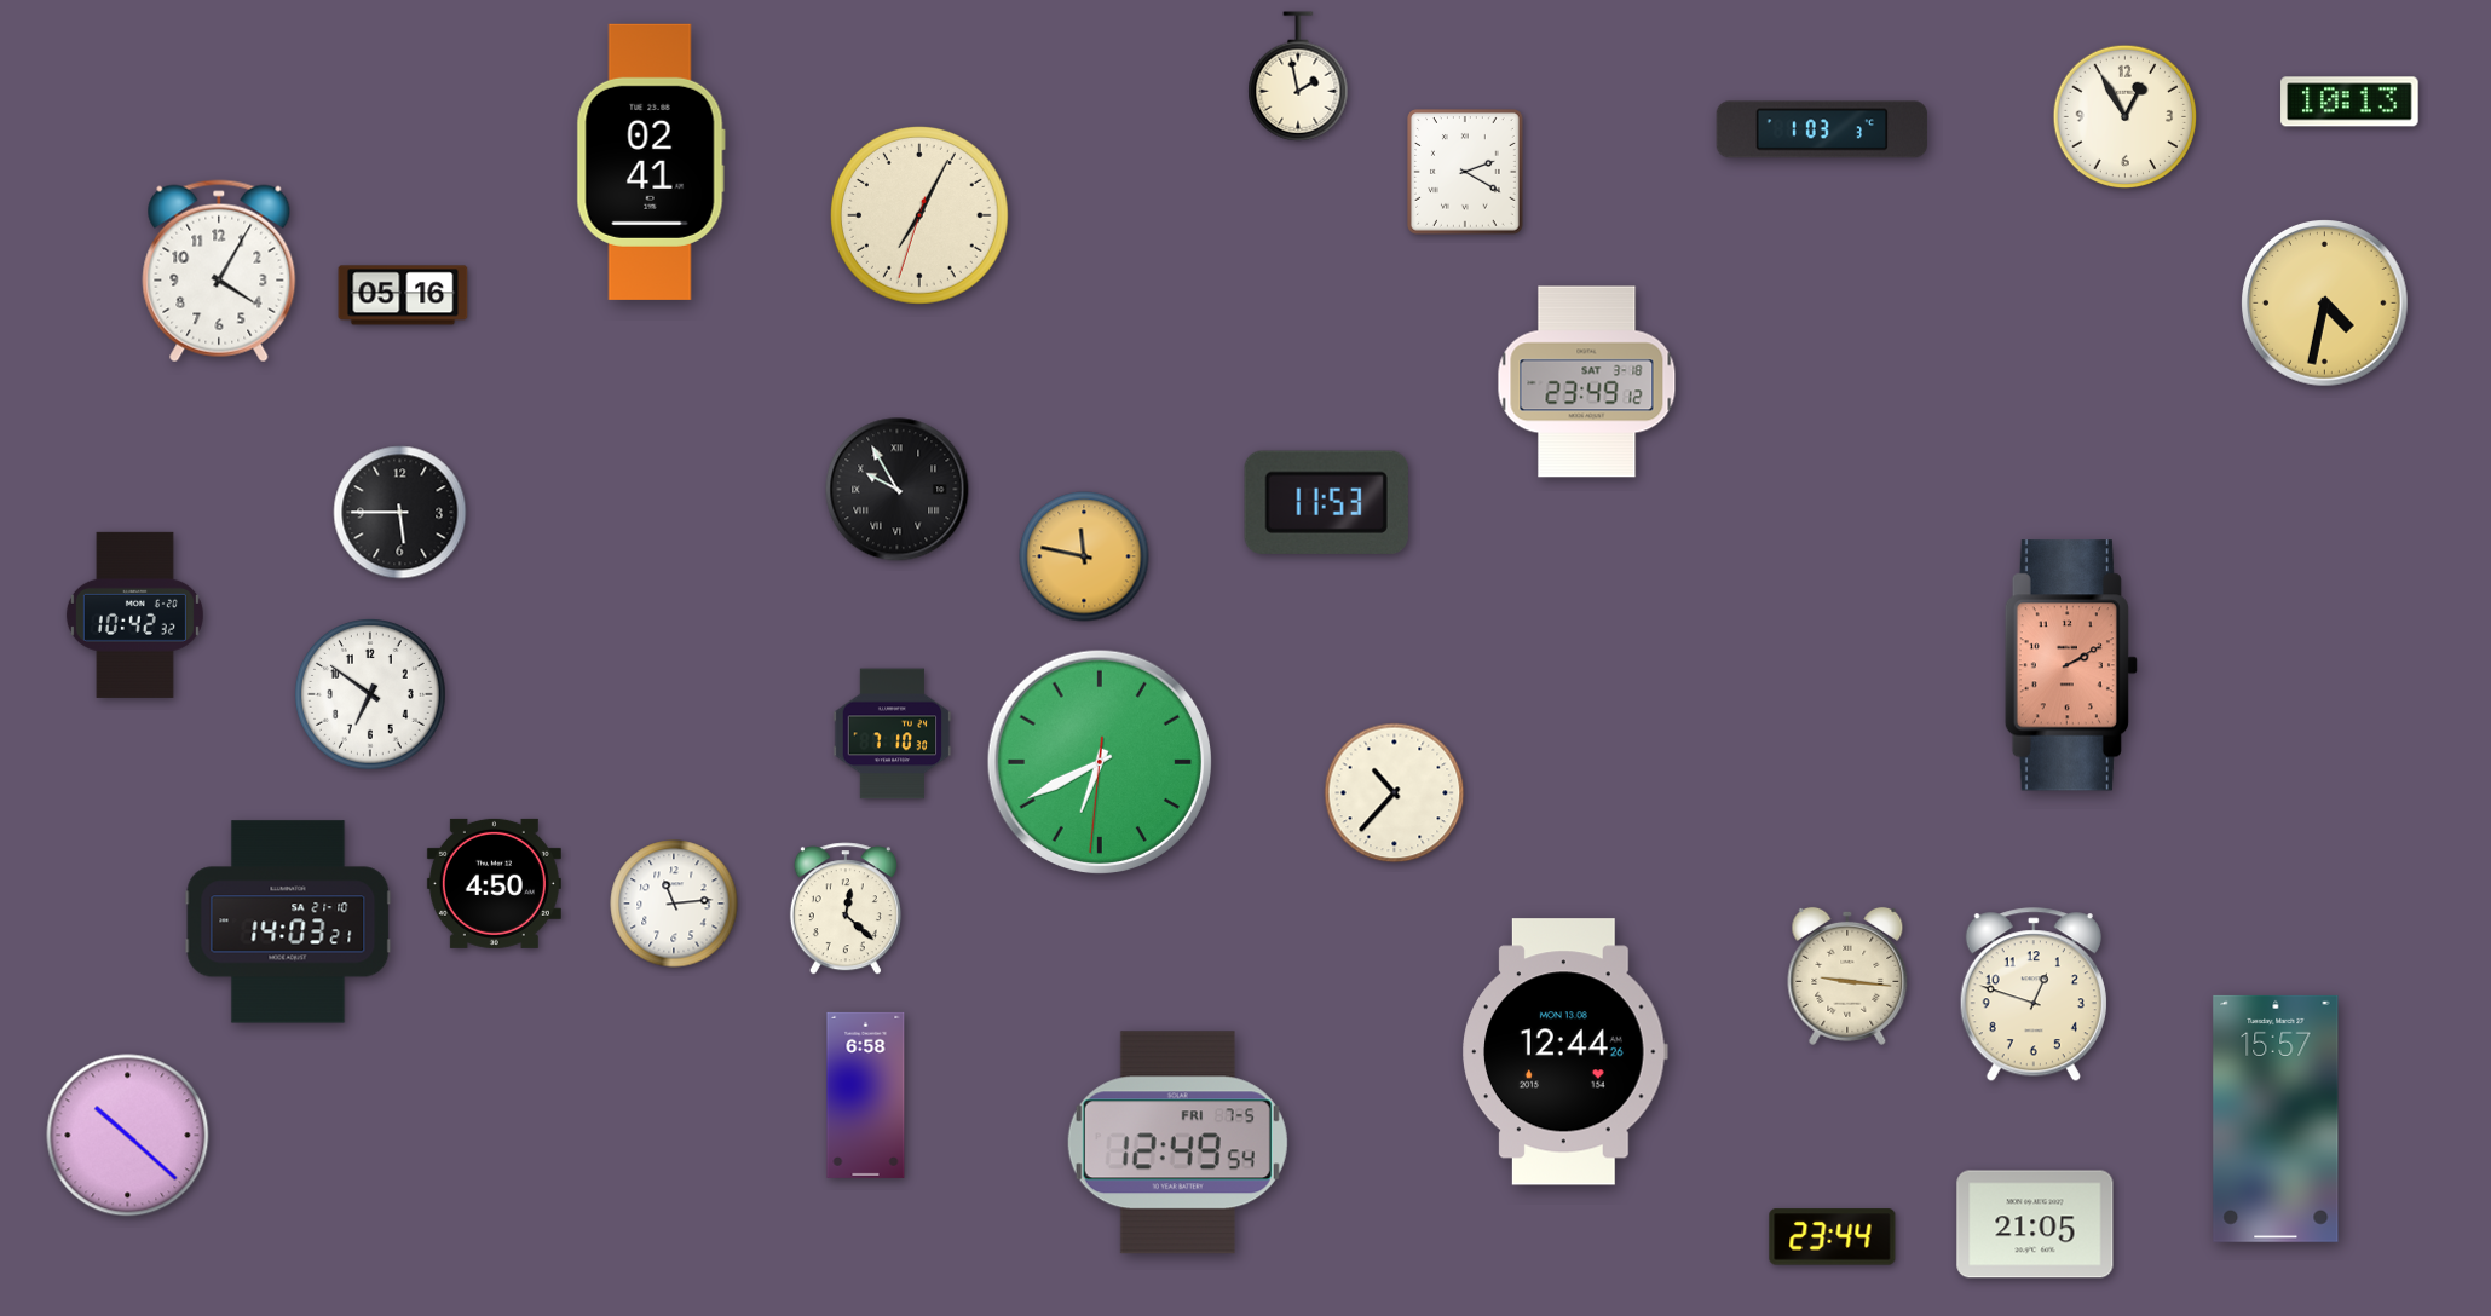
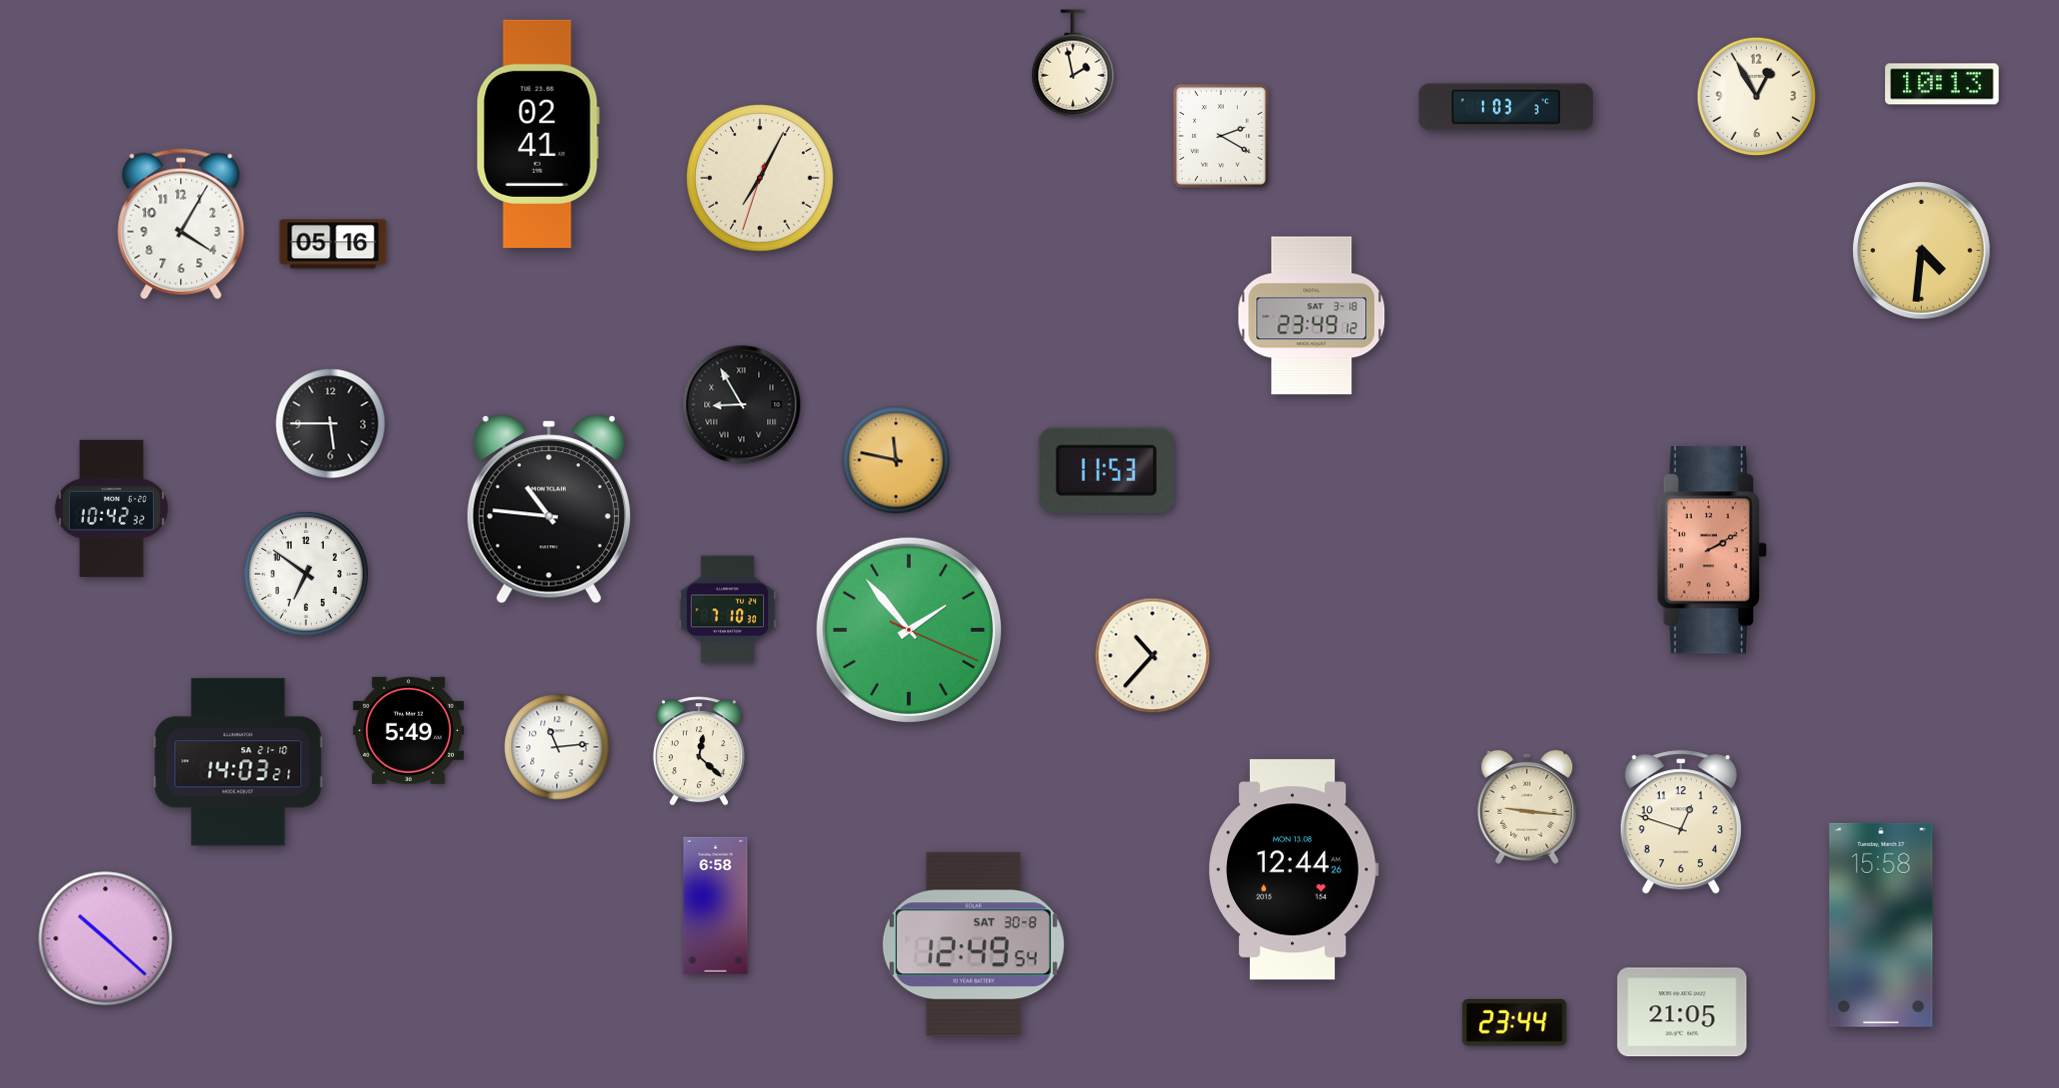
clock at (1466, 172) position: (1466, 172) -> (1222, 136)
clock at (2325, 304): 4:32 -> 4:31
clock at (898, 490): 9:55 -> 8:55
clock at (1326, 502) position: (1326, 502) -> (1106, 470)
clock at (549, 509): none -> 10:46
clock at (893, 734) position: (893, 734) -> (728, 610)
clock at (1099, 761): 6:40 -> 1:53
clock at (494, 883): 4:50 -> 5:49
clock at (2276, 1119): 15:57 -> 15:58
clock at (1177, 1143) date: FRI 7-5 -> SAT 30-8
